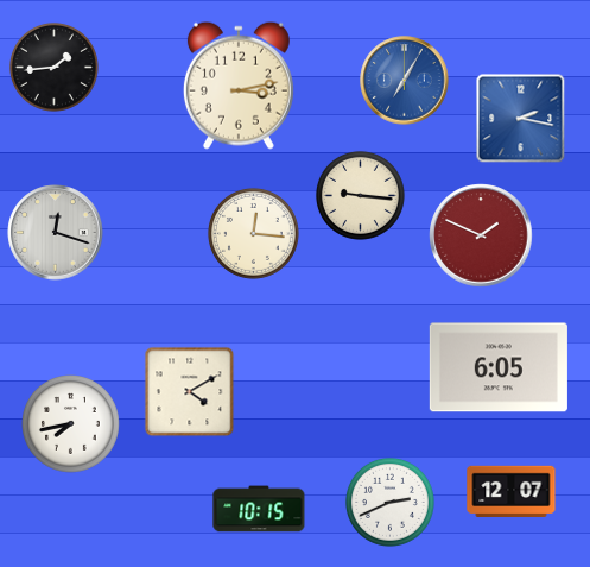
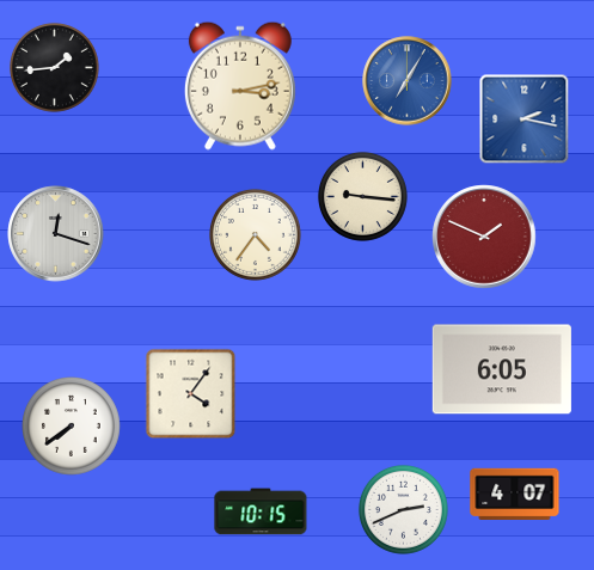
clock at (253, 233): 12:16 -> 4:36
clock at (190, 392): 4:10 -> 4:06
clock at (71, 424): 7:43 -> 7:39
clock at (512, 491): 12:07 -> 4:07
clock at (389, 502) position: (389, 502) -> (403, 509)
